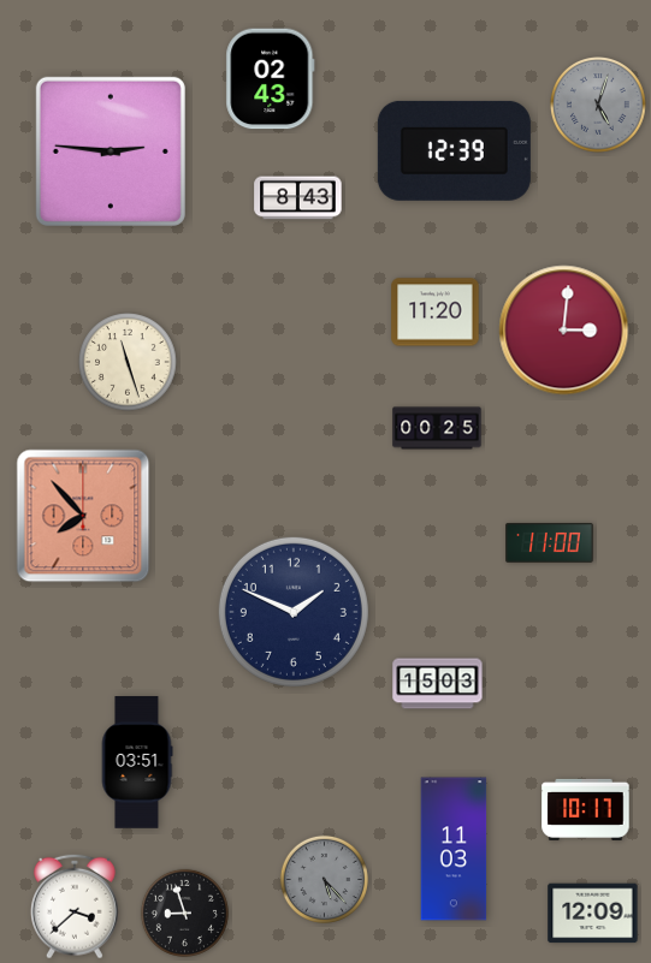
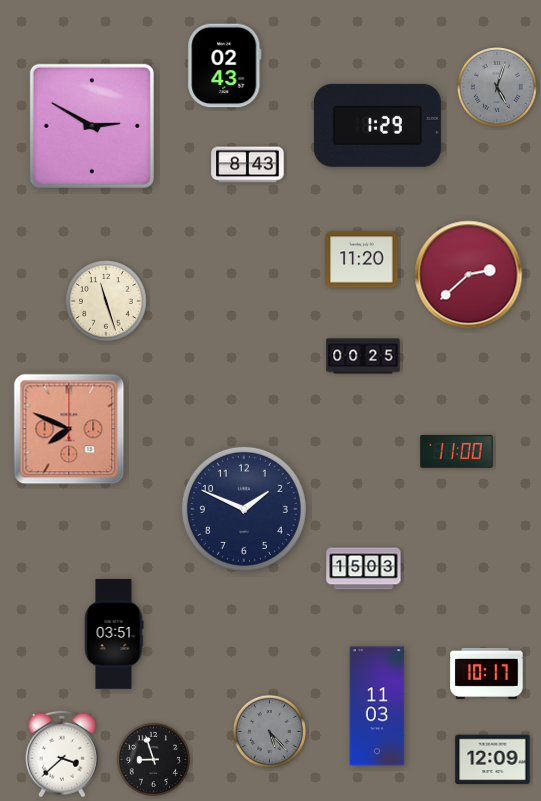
clock at (454, 150): 12:39 -> 1:29
clock at (111, 151): 2:46 -> 2:50
clock at (564, 331): 3:01 -> 2:38
clock at (83, 516): 7:53 -> 7:49
